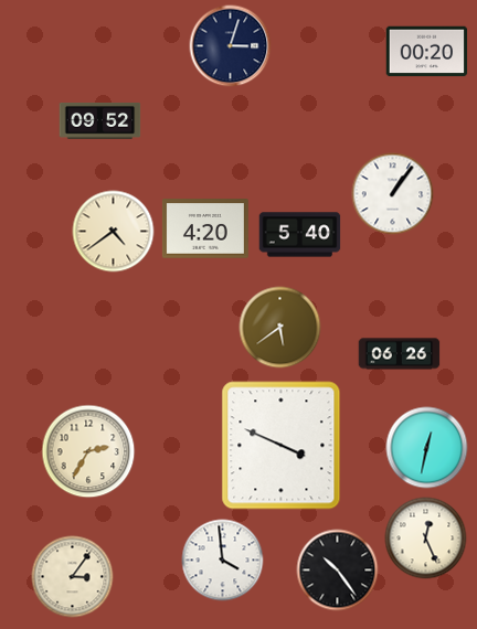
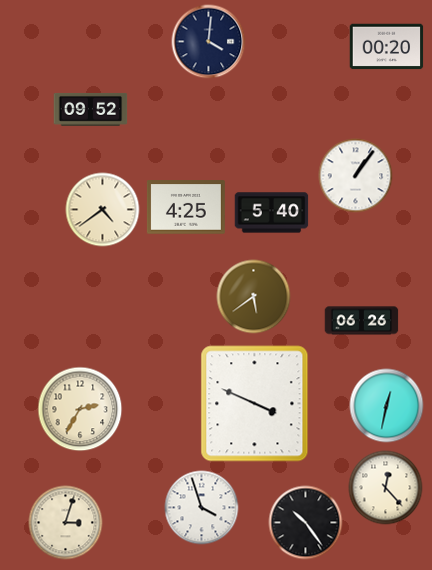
clock at (231, 46): 3:03 -> 4:01
clock at (205, 228): 4:20 -> 4:25
clock at (426, 539): 12:26 -> 12:23
clock at (223, 561): 3:59 -> 3:57
clock at (338, 571) position: (338, 571) -> (306, 523)
clock at (73, 577): 3:06 -> 3:03
